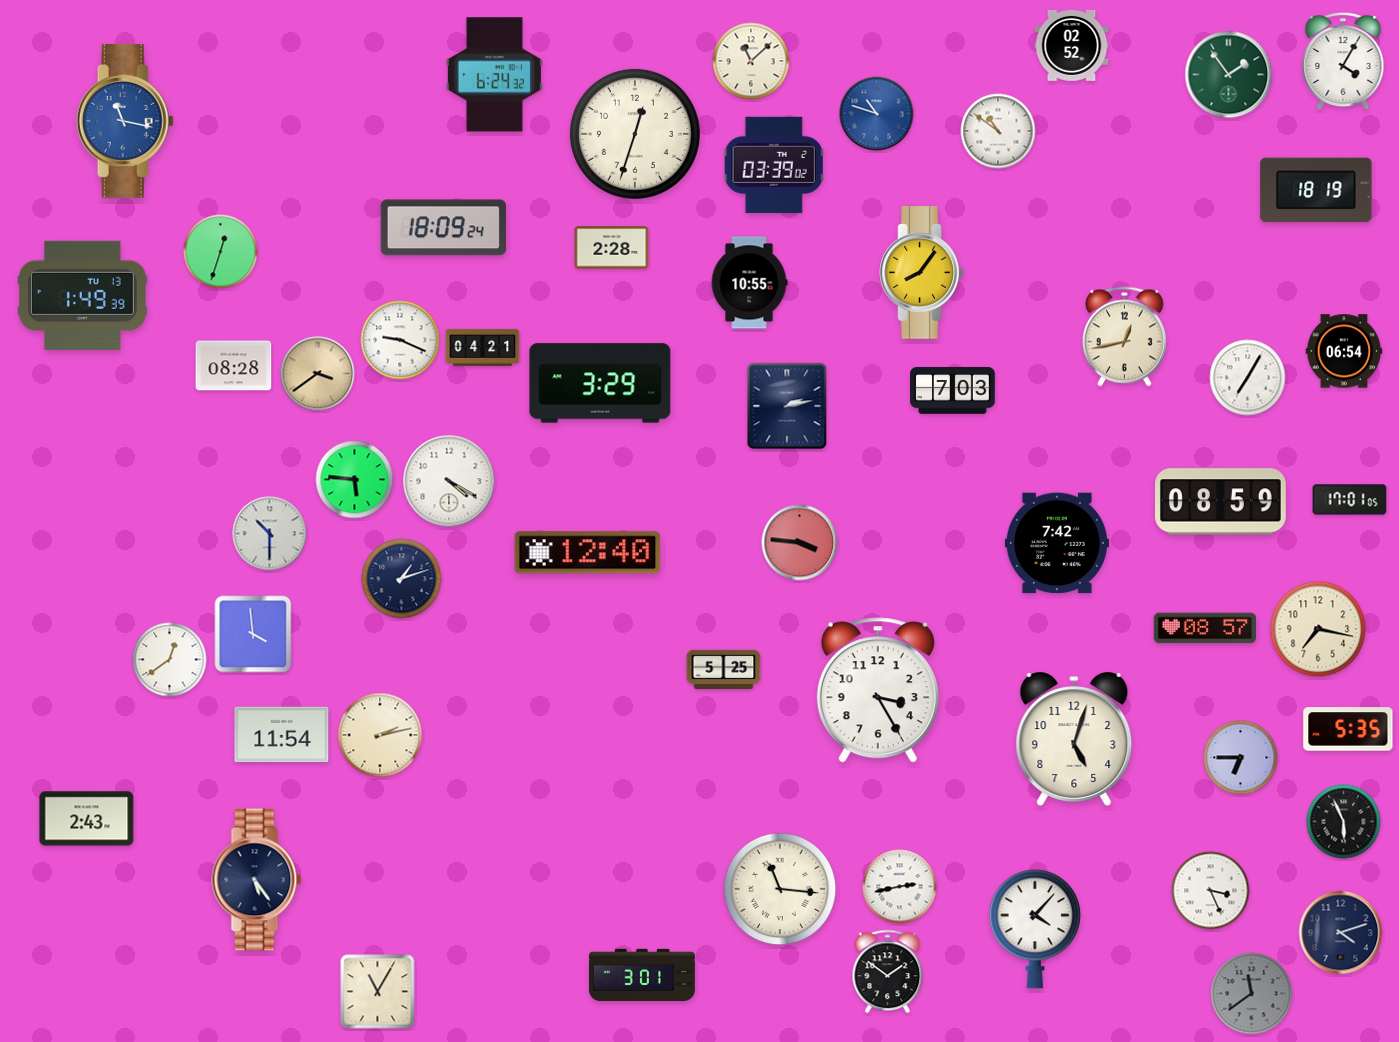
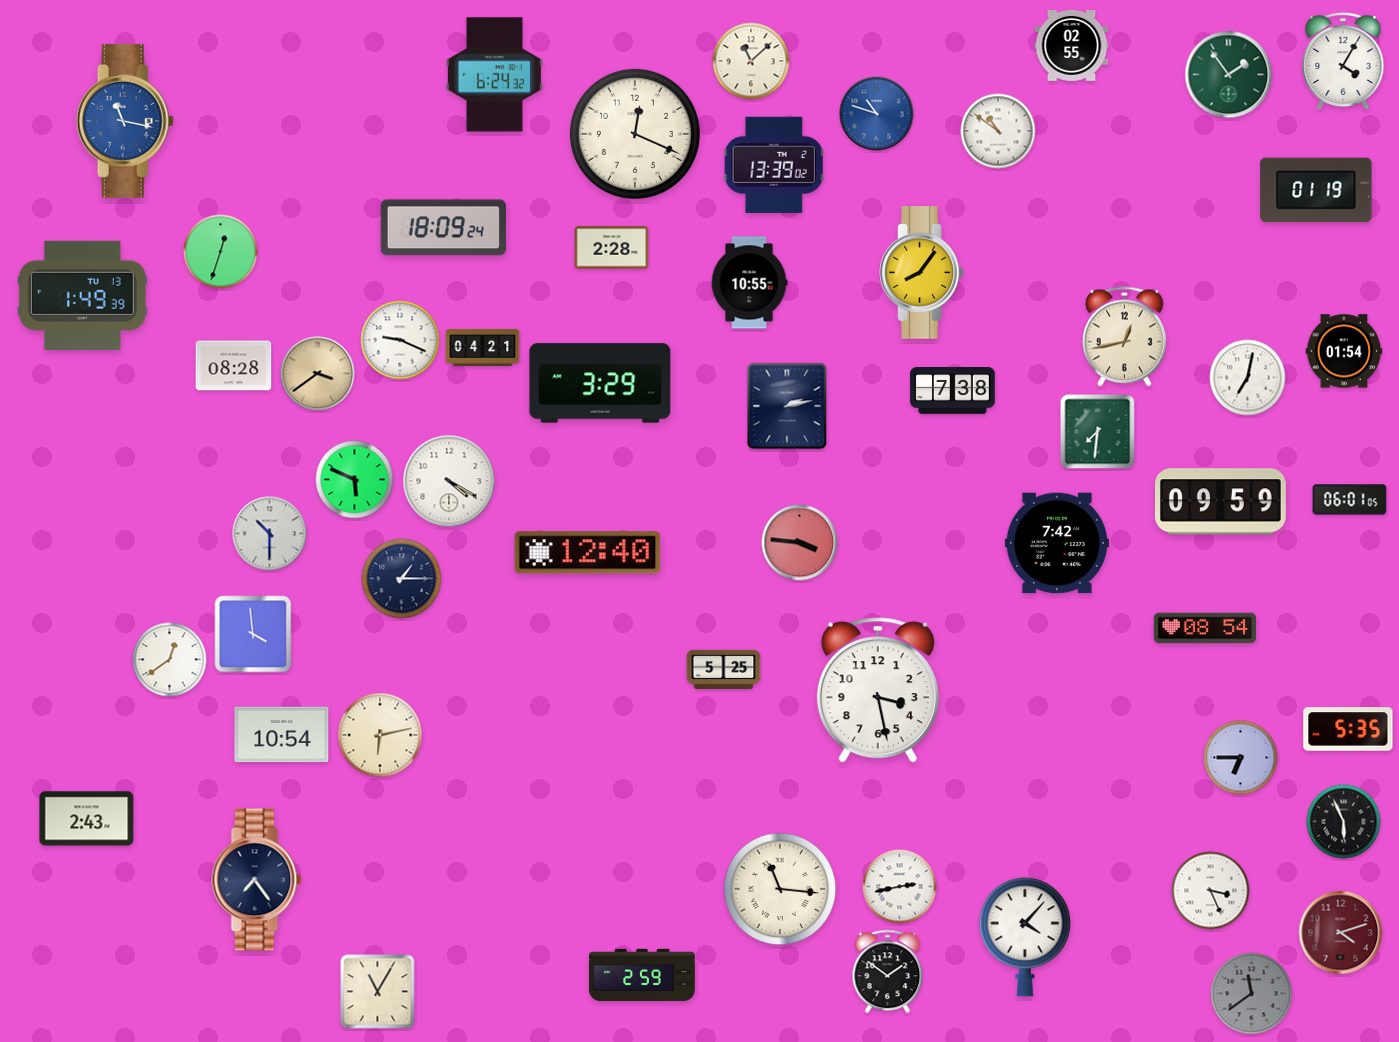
clock at (1072, 45): 02:52 -> 02:55
clock at (635, 134): 12:33 -> 12:19
clock at (774, 165): 03:39 -> 13:39
clock at (1316, 190): 18:19 -> 01:19
clock at (1344, 351): 06:54 -> 01:54
clock at (1248, 378): 7:05 -> 7:02
clock at (953, 391): 7:03 -> 7:38
clock at (1098, 432): none -> 7:31
clock at (355, 480): 5:46 -> 5:49
clock at (1350, 500): 17:01 -> 06:01
clock at (1221, 502): 08:59 -> 09:59
clock at (402, 579): 1:12 -> 1:15
clock at (1204, 628): 08:57 -> 08:54
clock at (1318, 629): 7:17 -> none
clock at (878, 690): 3:25 -> 3:28
clock at (282, 735): 11:54 -> 10:54
clock at (380, 735): 2:13 -> 6:13
clock at (1074, 739): 5:03 -> none
clock at (257, 880): 5:24 -> 7:24
clock at (1035, 929) position: (1035, 929) -> (1025, 937)
clock at (1341, 933) dial: navy -> burgundy
clock at (642, 974): 3:01 -> 2:59
